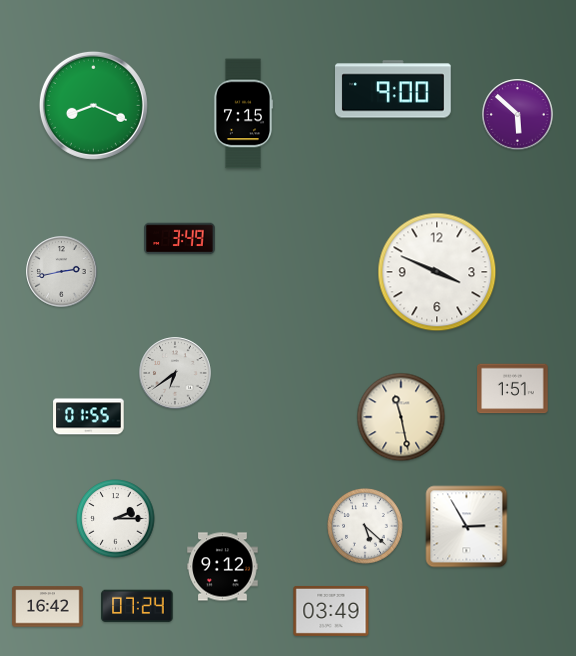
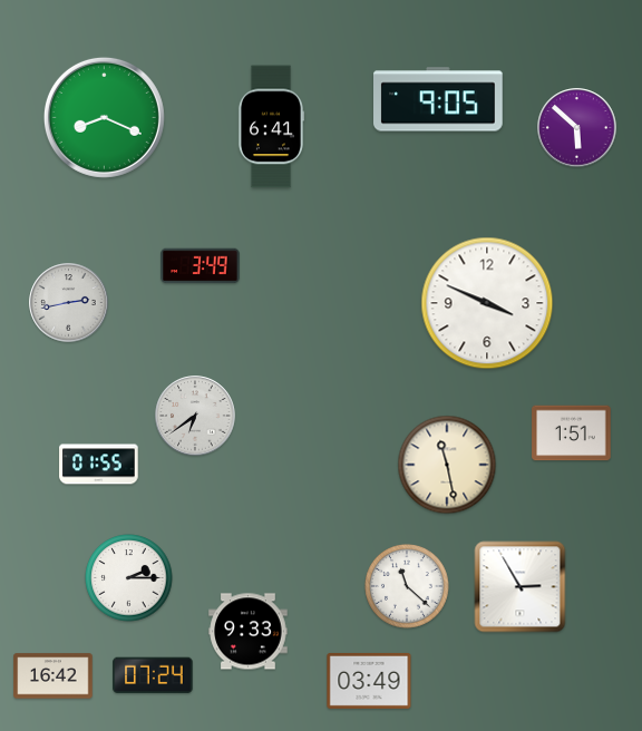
clock at (394, 89): 9:00 -> 9:05
clock at (242, 114): 7:15 -> 6:41
clock at (365, 526): 5:22 -> 11:22
clock at (223, 567): 9:12 -> 9:33
